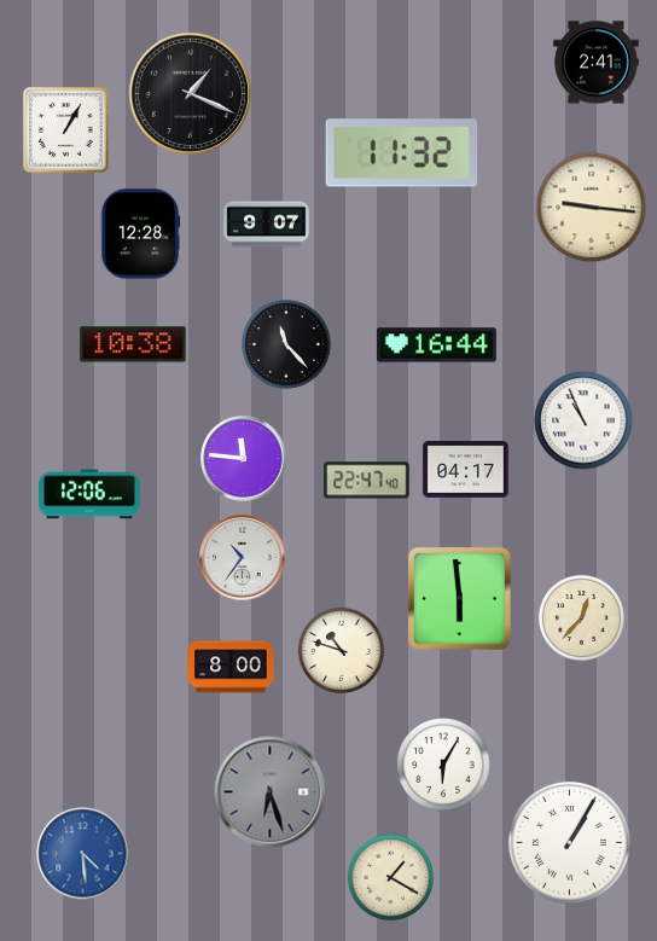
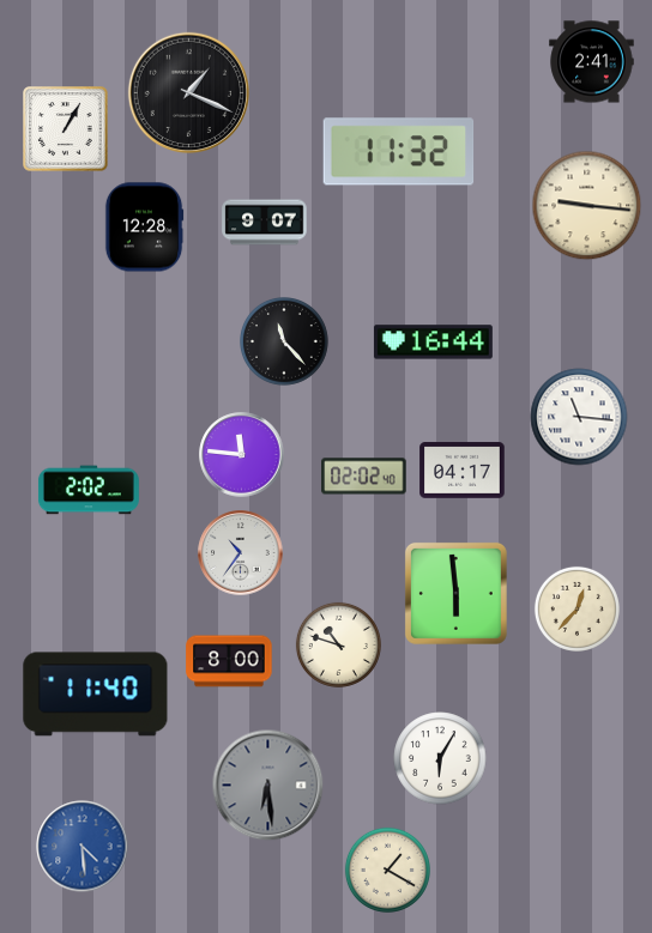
clock at (140, 234) position: (140, 234) -> (144, 228)
clock at (133, 344): 10:38 -> none
clock at (583, 420): 10:56 -> 11:16
clock at (466, 470) position: (466, 470) -> (463, 471)
clock at (367, 481): 22:47 -> 02:02
clock at (89, 494): 12:06 -> 2:02
clock at (581, 617) position: (581, 617) -> (576, 608)
clock at (96, 695): none -> 11:40
clock at (271, 792): 6:27 -> 6:29
clock at (569, 842): 1:05 -> none
